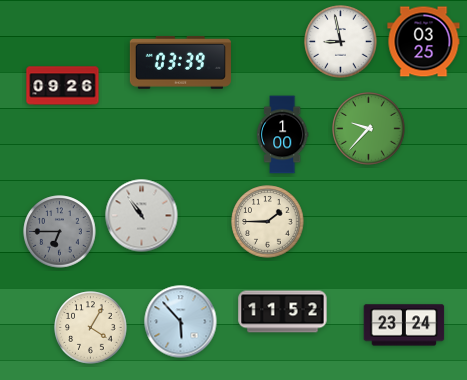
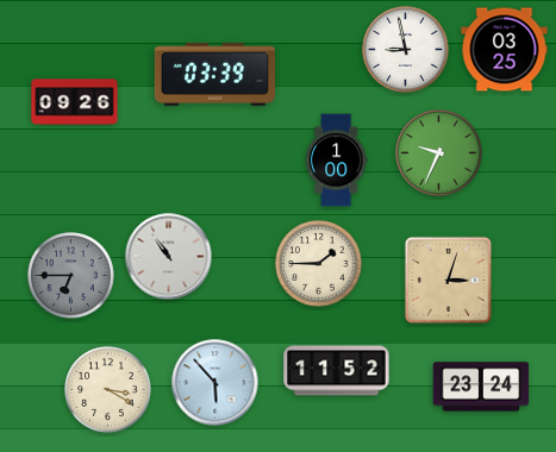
clock at (369, 129): 9:37 -> 9:34
clock at (448, 280): none -> 3:03
clock at (91, 328): 4:05 -> 3:20
